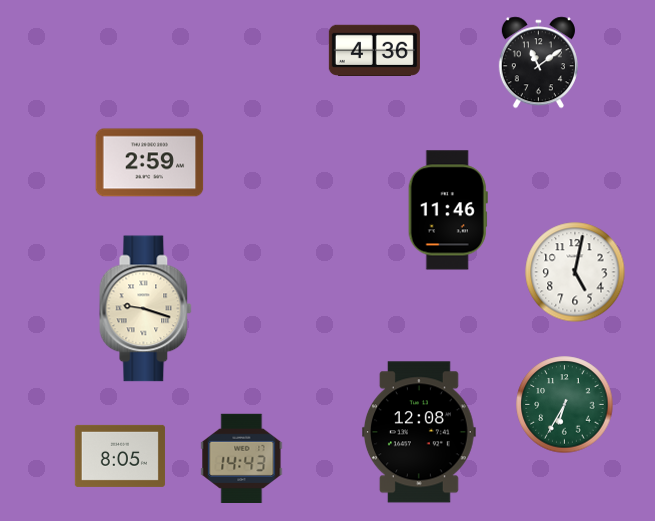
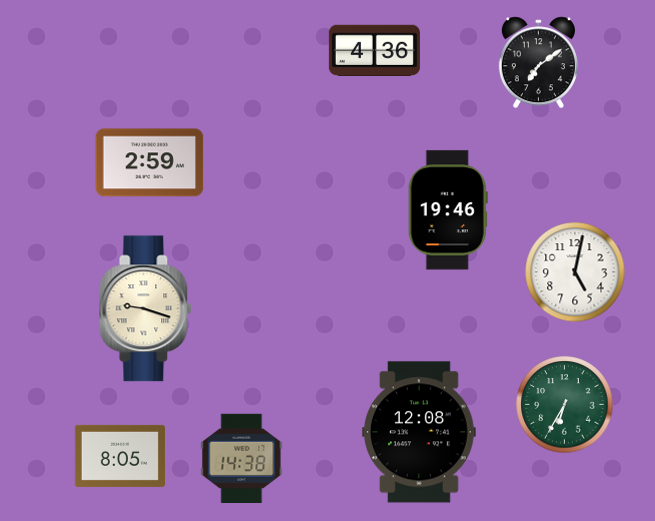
clock at (538, 63): 11:09 -> 7:09
clock at (448, 210): 11:46 -> 19:46
clock at (242, 458): 14:43 -> 14:38
